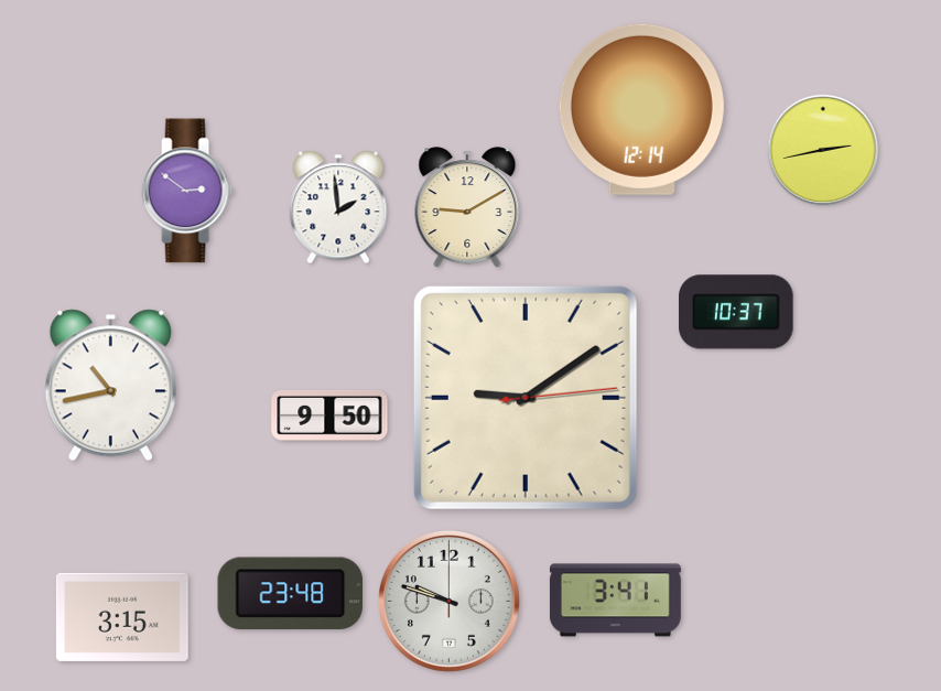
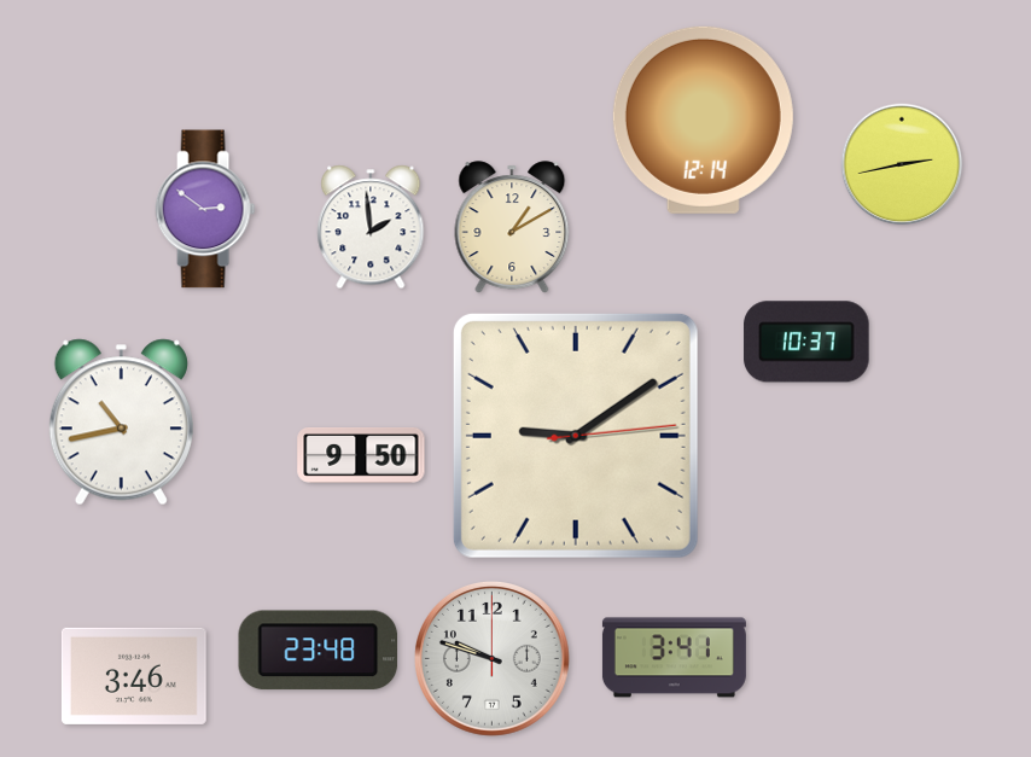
clock at (467, 207): 9:10 -> 1:10
clock at (122, 617): 3:15 -> 3:46
